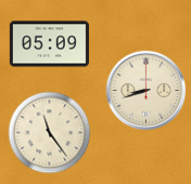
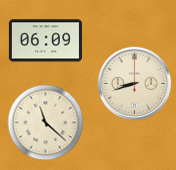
clock at (49, 44): 05:09 -> 06:09
clock at (50, 133): 11:24 -> 11:22
